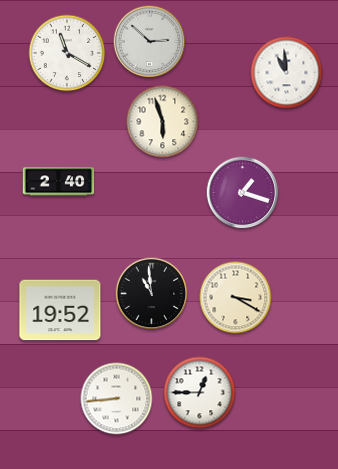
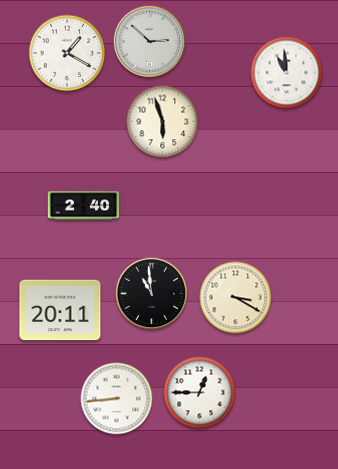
clock at (67, 53): 11:20 -> 1:20
clock at (59, 182) position: (59, 182) -> (84, 206)
clock at (243, 193): 1:18 -> none
clock at (60, 310): 19:52 -> 20:11
